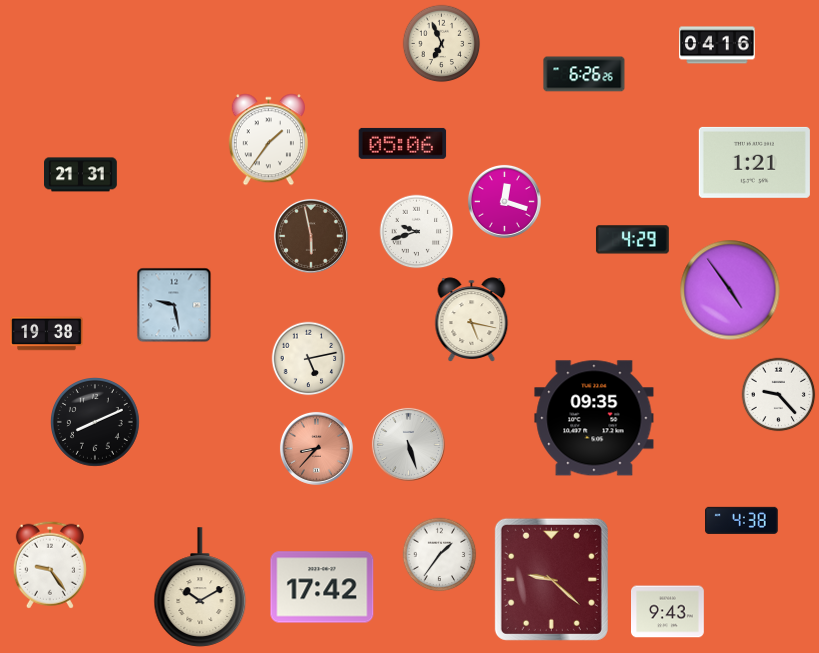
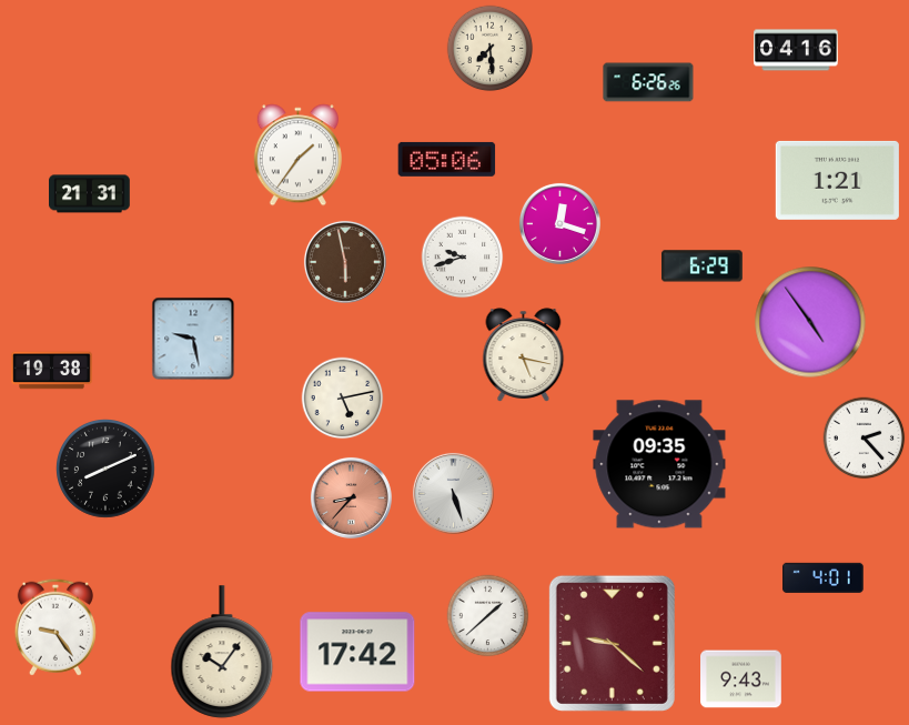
clock at (442, 44): 6:56 -> 7:29
clock at (632, 240): 4:29 -> 6:29
clock at (779, 395): 9:23 -> 2:23
clock at (742, 520): 4:38 -> 4:01
clock at (440, 555): 1:36 -> 1:38
clock at (200, 587): 10:10 -> 10:06
